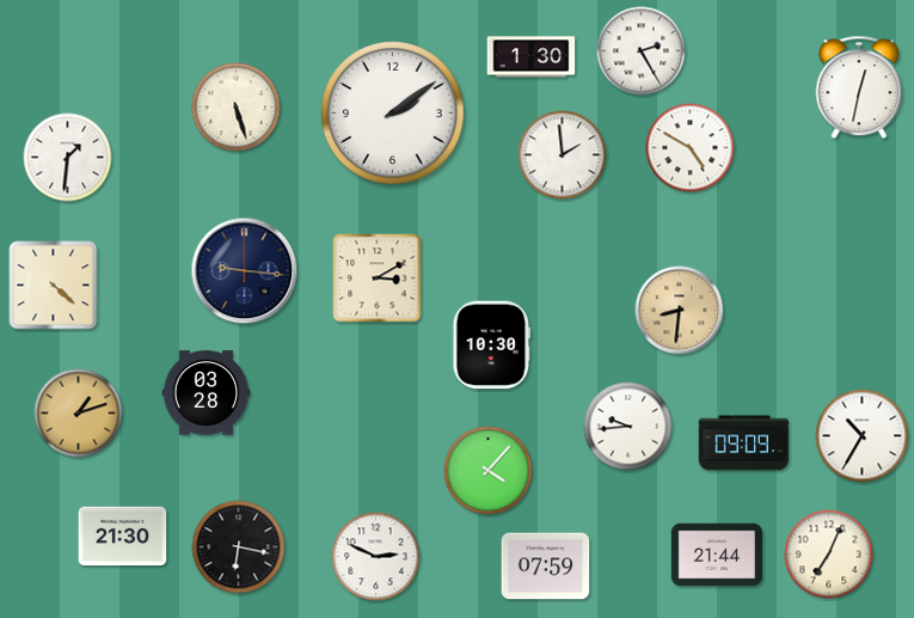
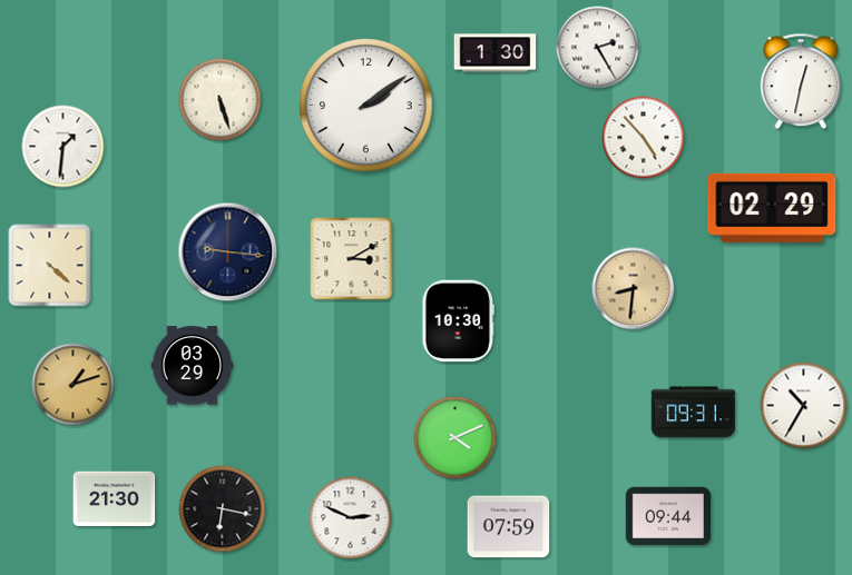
clock at (691, 148): 4:50 -> 4:53
clock at (563, 155): 1:59 -> none
clock at (772, 208): none -> 02:29
clock at (207, 393): 03:28 -> 03:29
clock at (628, 427): 9:44 -> none
clock at (744, 443): 09:09 -> 09:31
clock at (489, 471): 4:07 -> 4:11
clock at (716, 555): 21:44 -> 09:44
clock at (829, 555): 7:04 -> none
